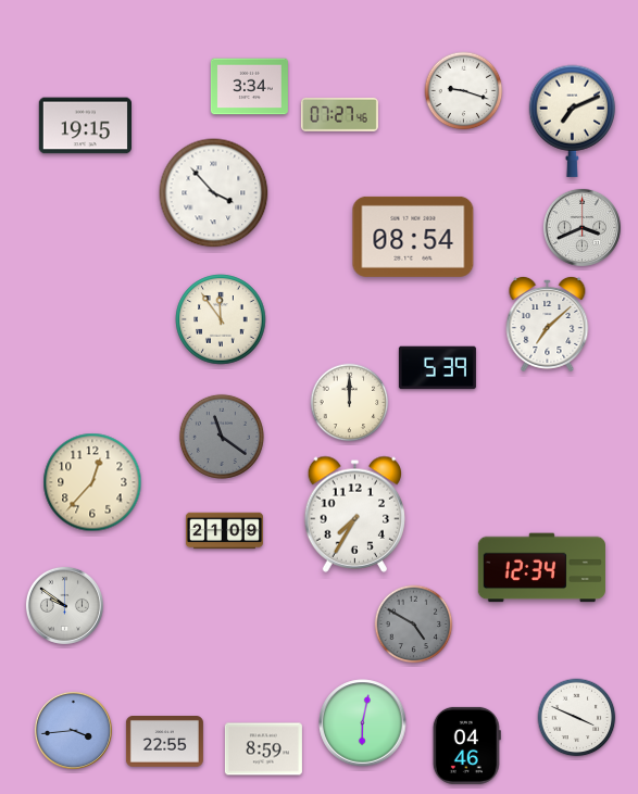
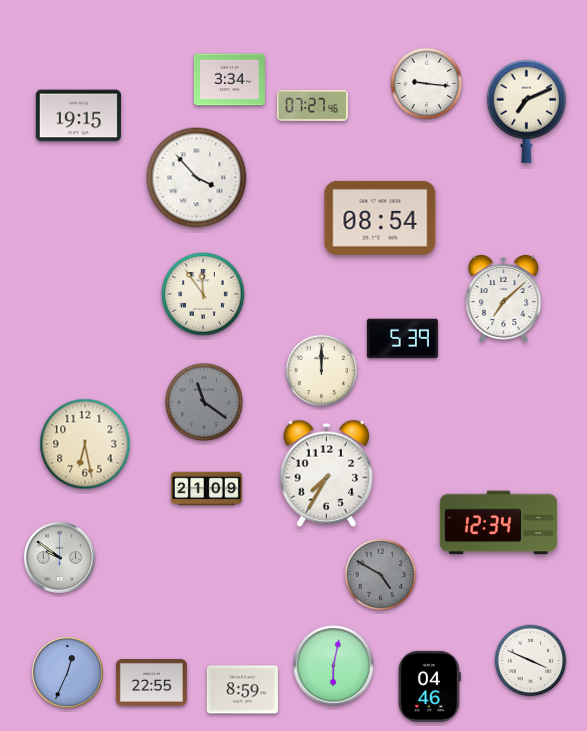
clock at (464, 91): 9:18 -> 9:16
clock at (581, 227): 3:41 -> none
clock at (92, 482): 12:37 -> 6:28
clock at (73, 730): 3:44 -> 12:34
